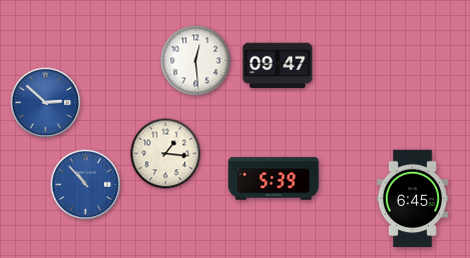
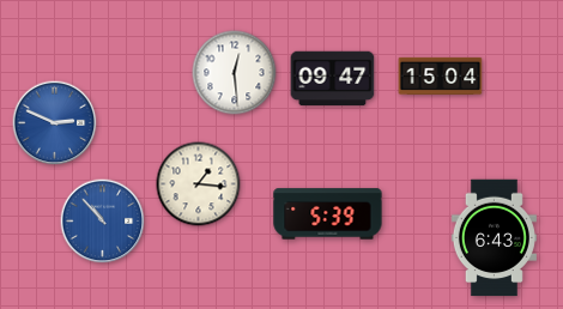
clock at (441, 75): none -> 15:04
clock at (46, 103): 2:52 -> 2:49
clock at (412, 199): 6:45 -> 6:43
